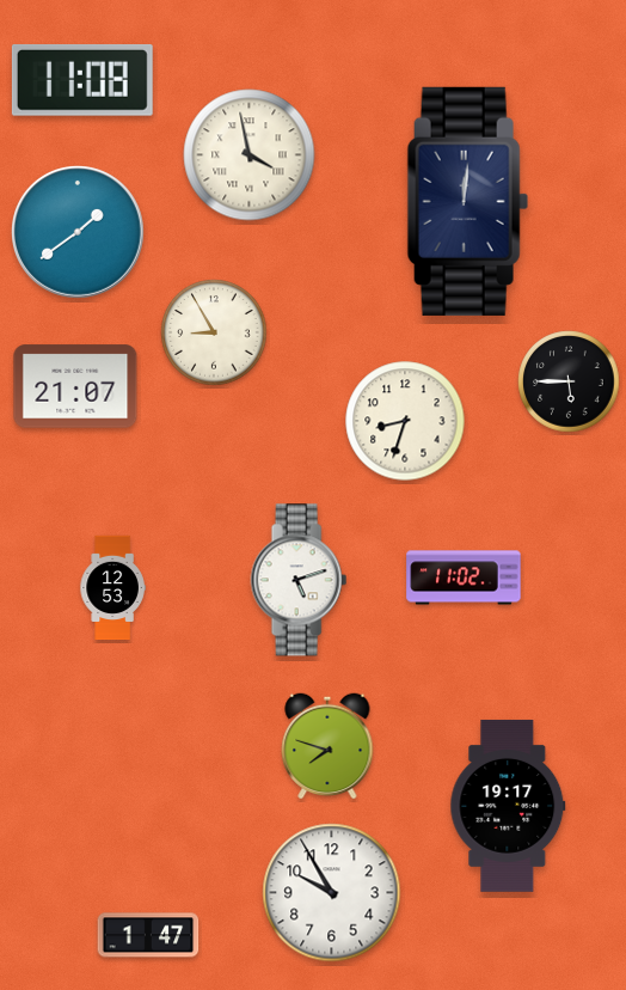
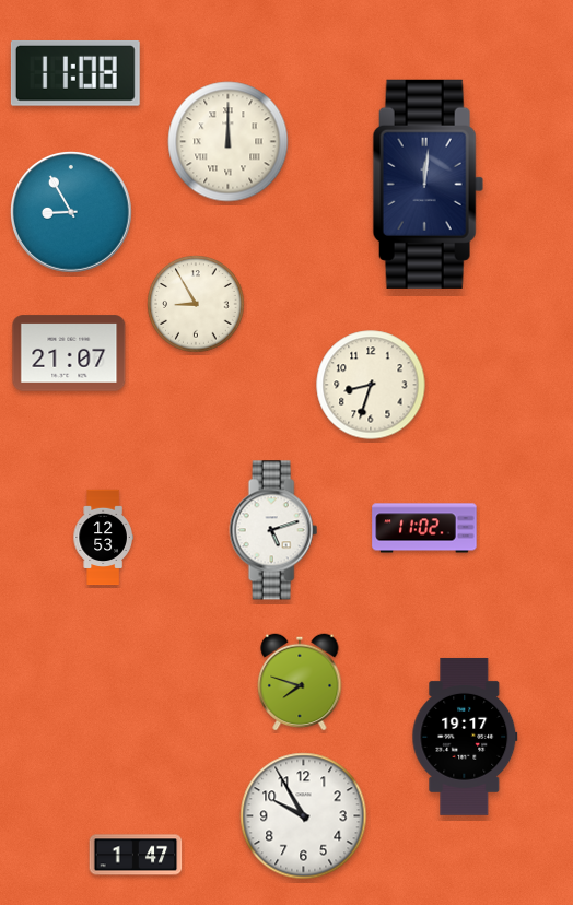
clock at (250, 155): 3:58 -> 12:00
clock at (79, 233): 1:39 -> 8:55
clock at (569, 381): 5:45 -> none
